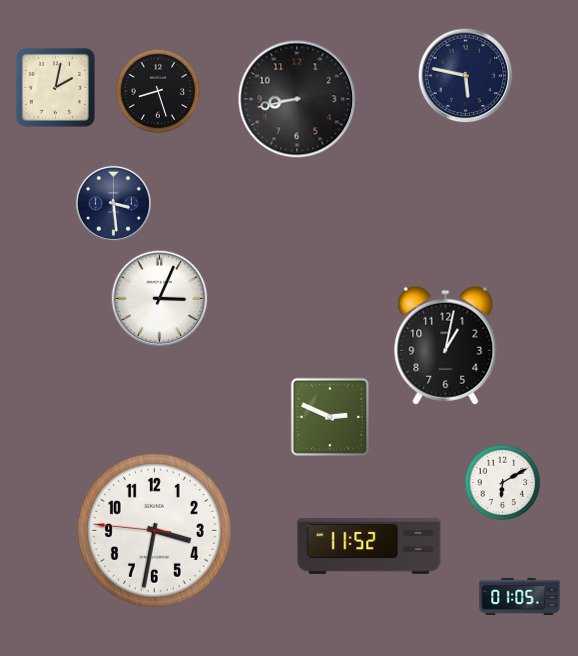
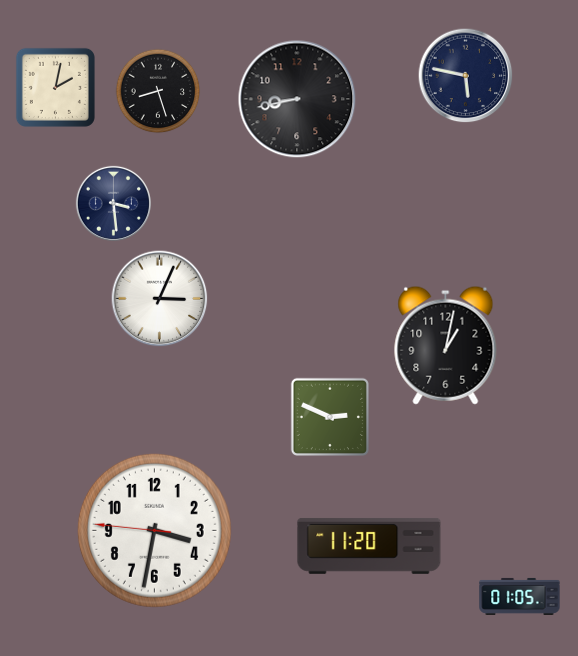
clock at (503, 483): 6:10 -> none
clock at (369, 546): 11:52 -> 11:20
